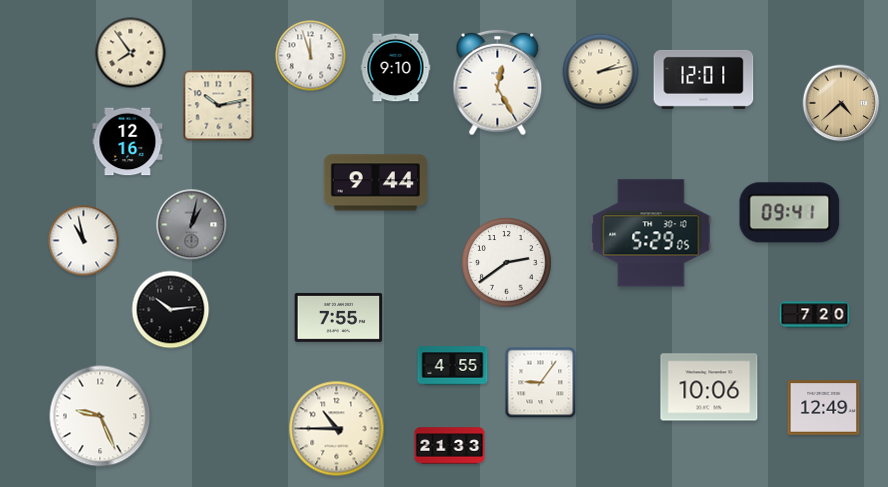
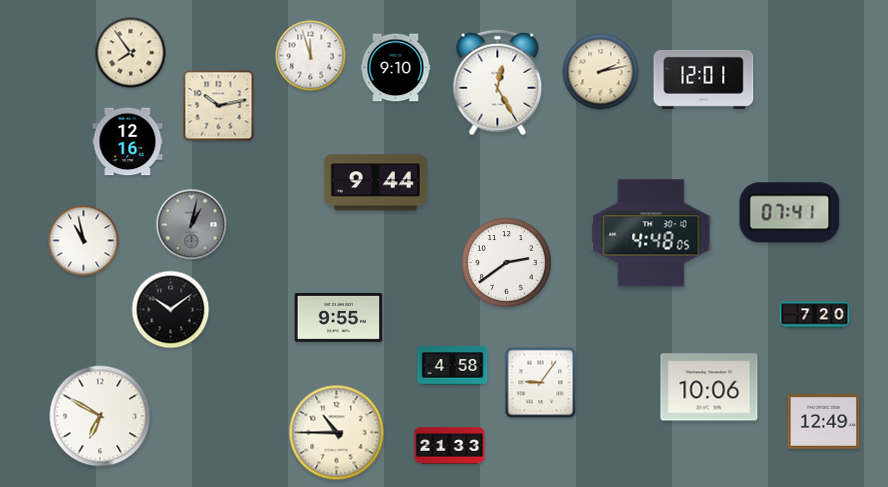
clock at (841, 103): 4:38 -> none
clock at (790, 213): 09:41 -> 07:41
clock at (651, 233): 5:29 -> 4:48
clock at (171, 310): 10:14 -> 10:09
clock at (339, 317): 7:55 -> 9:55
clock at (453, 366): 4:55 -> 4:58
clock at (824, 408) position: (824, 408) -> (824, 422)
clock at (100, 416): 9:26 -> 6:50
clock at (337, 429) position: (337, 429) -> (337, 433)
